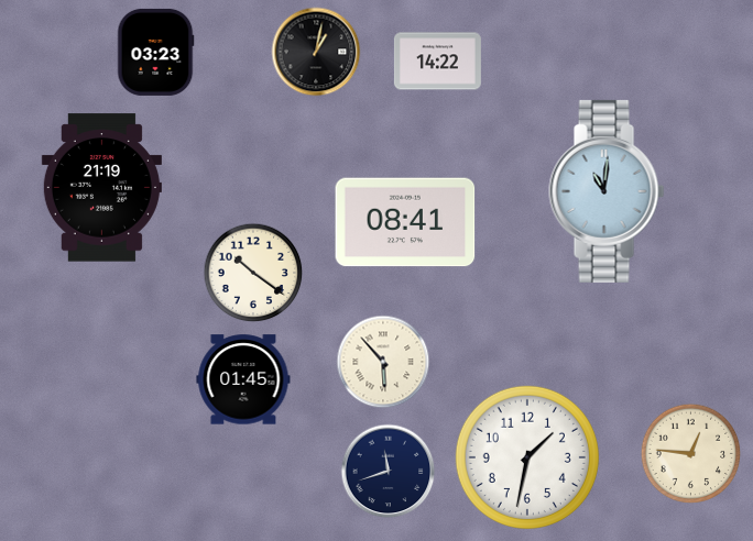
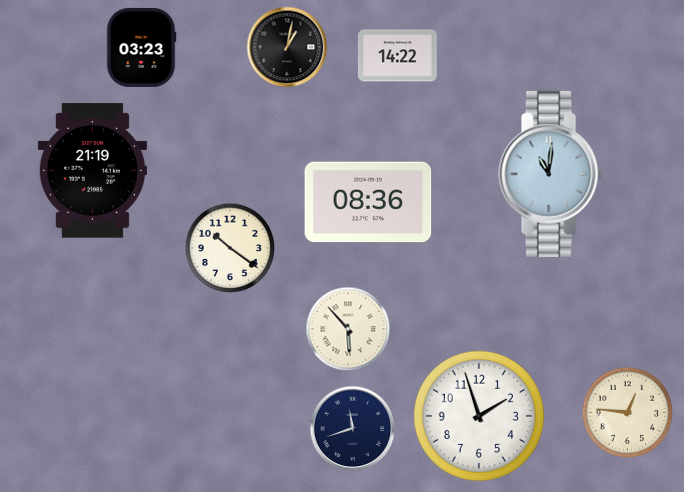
clock at (405, 222): 08:41 -> 08:36
clock at (243, 379): 01:45 -> none
clock at (527, 457): 1:32 -> 1:57
